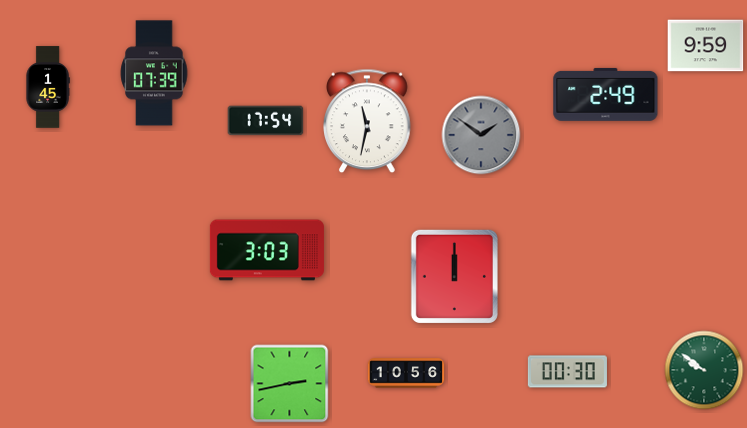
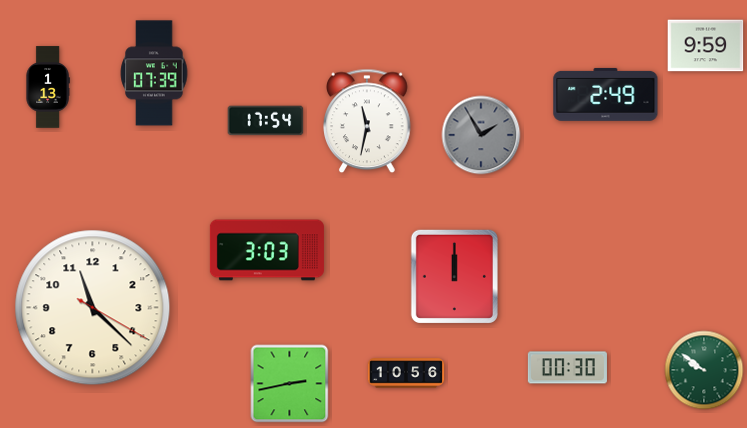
clock at (48, 87): 1:45 -> 1:13
clock at (481, 135): 1:51 -> 1:55
clock at (93, 308): none -> 11:22
clock at (567, 372) position: (567, 372) -> (567, 368)
